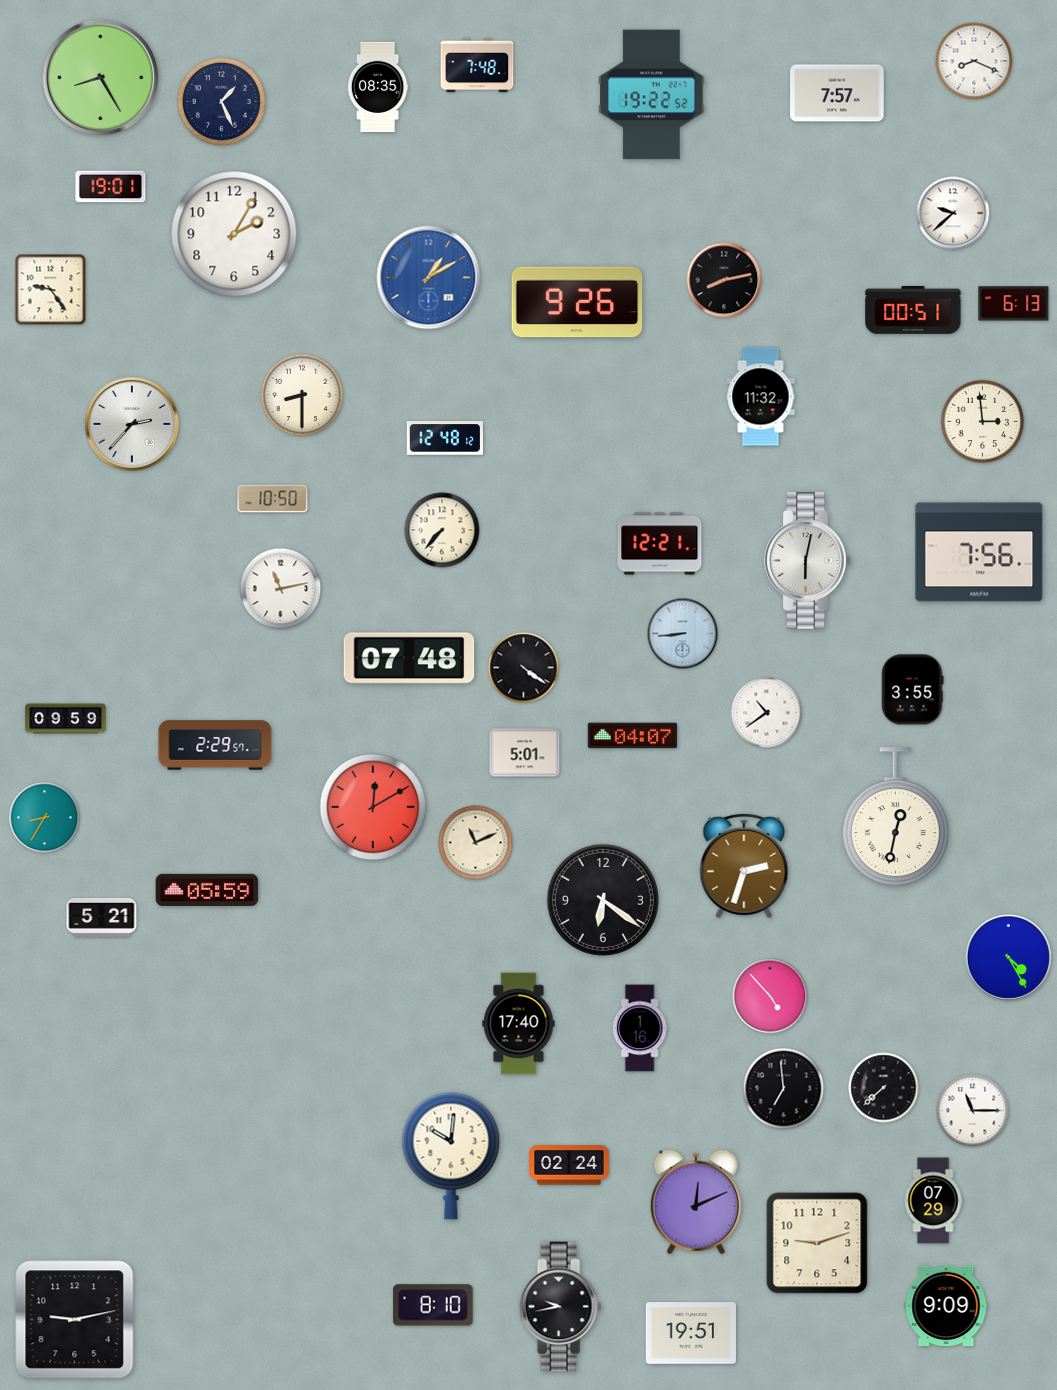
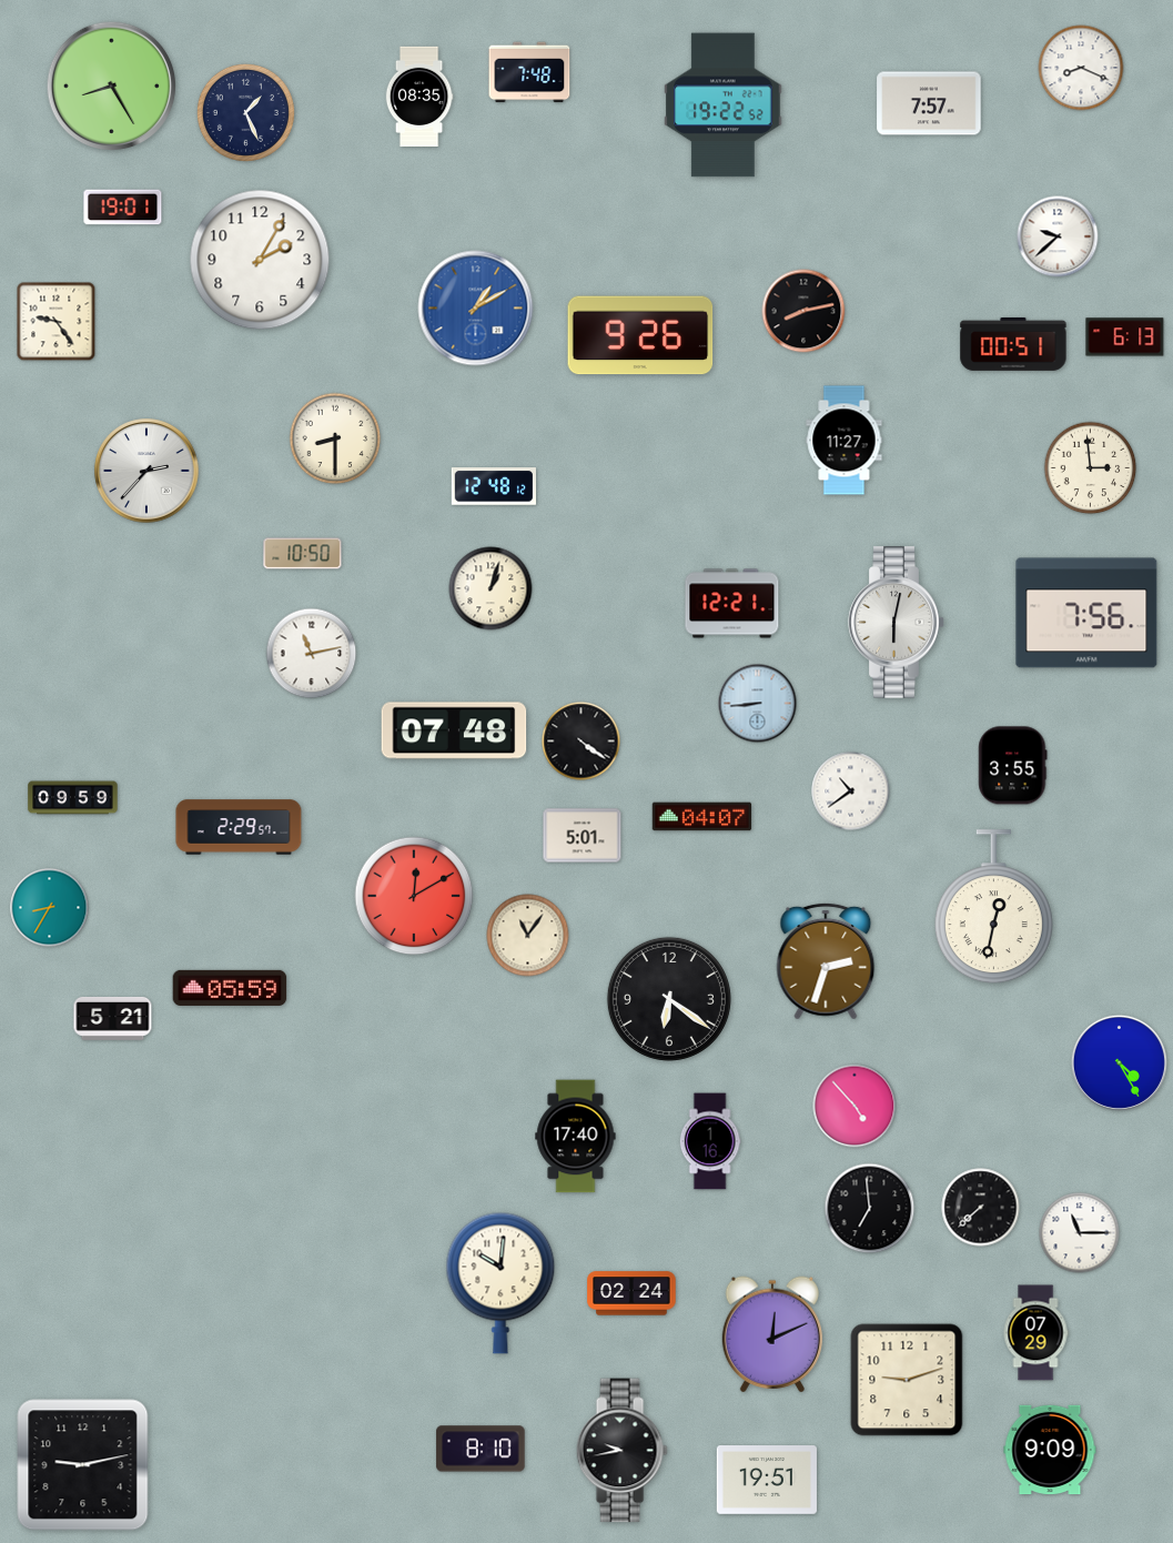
clock at (761, 397): 11:32 -> 11:27
clock at (442, 530): 7:37 -> 1:03
clock at (476, 843): 11:11 -> 11:06
